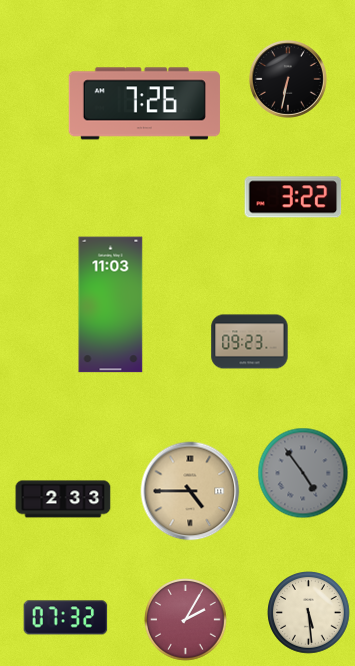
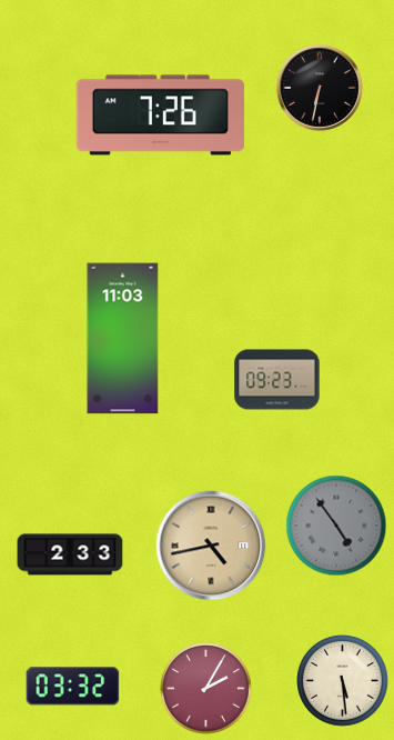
clock at (293, 197): 3:22 -> none
clock at (190, 491): 4:45 -> 4:43
clock at (66, 618): 07:32 -> 03:32
